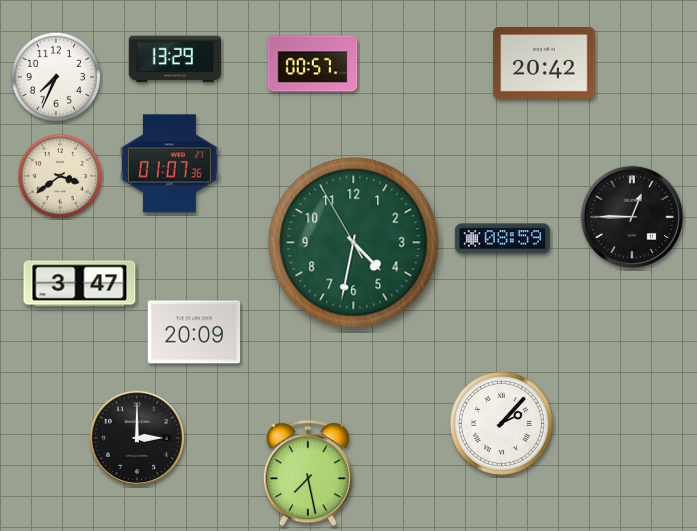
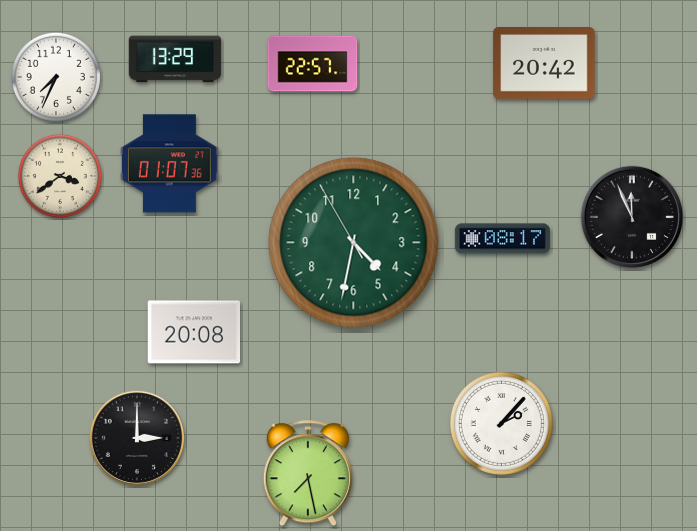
clock at (313, 64): 00:57 -> 22:57
clock at (631, 216): 12:45 -> 11:56
clock at (502, 239): 08:59 -> 08:17
clock at (80, 284): 3:47 -> none
clock at (194, 332): 20:09 -> 20:08
